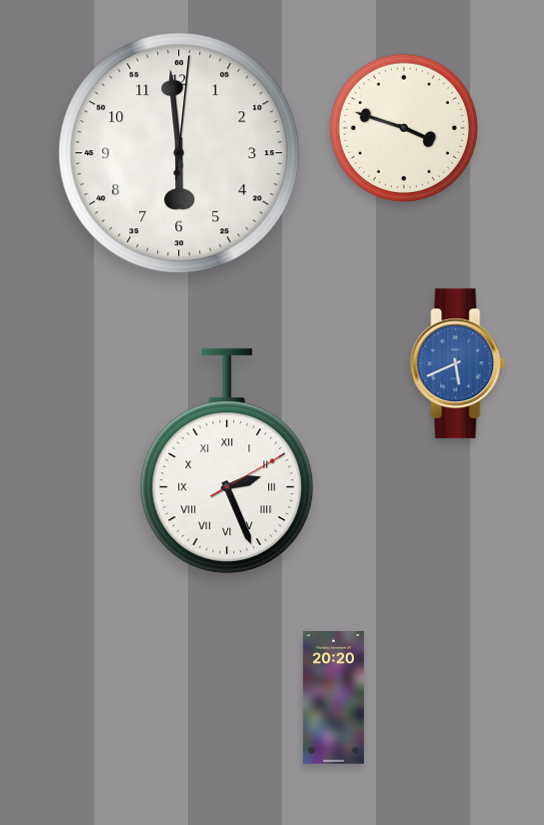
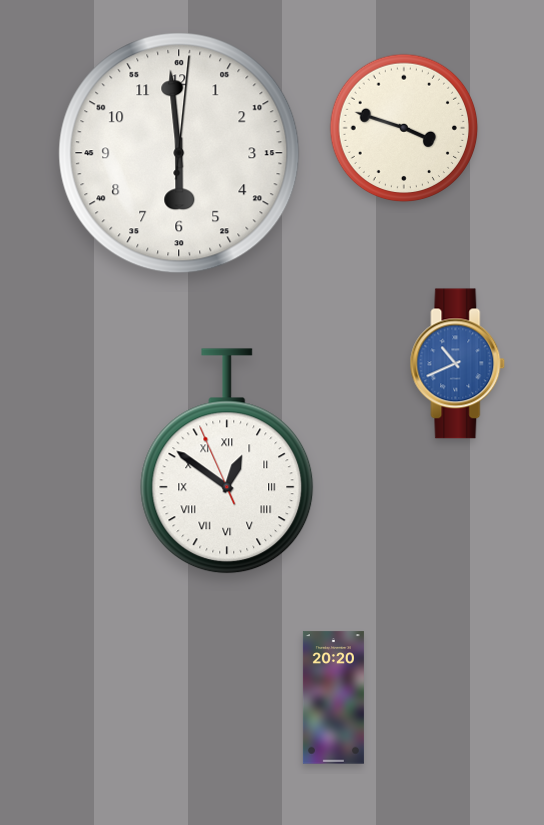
clock at (458, 364): 5:41 -> 10:41
clock at (227, 461): 2:26 -> 12:50
